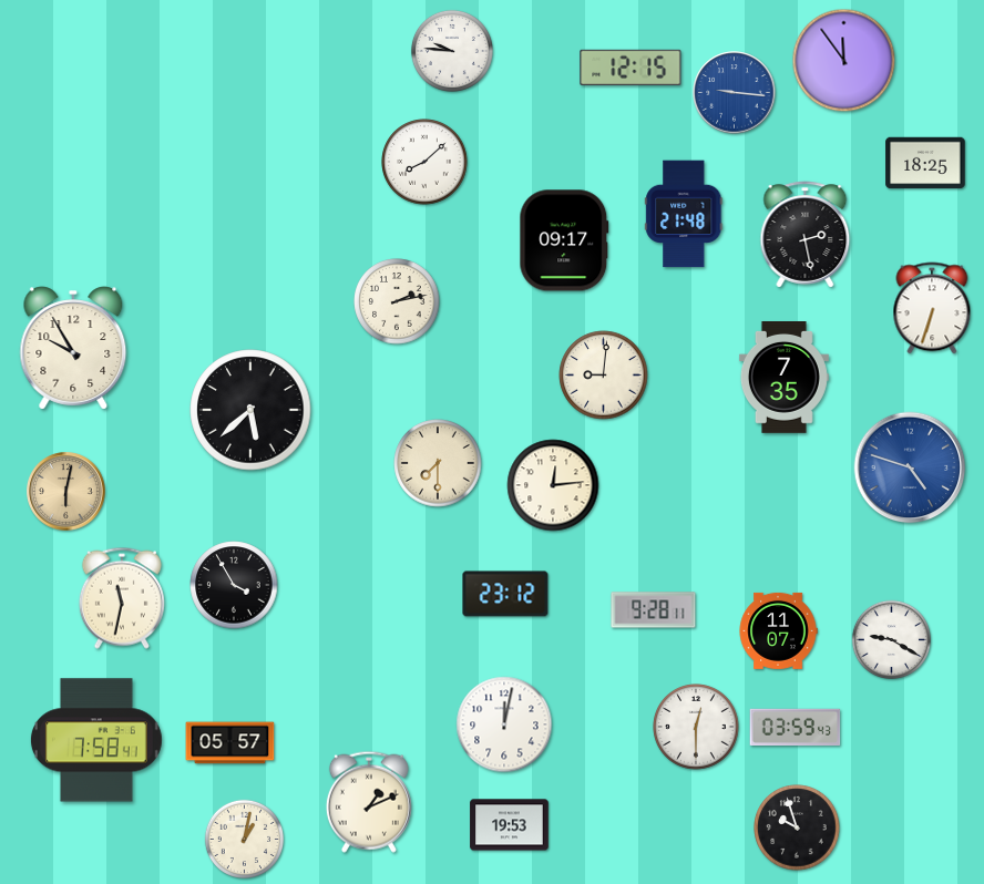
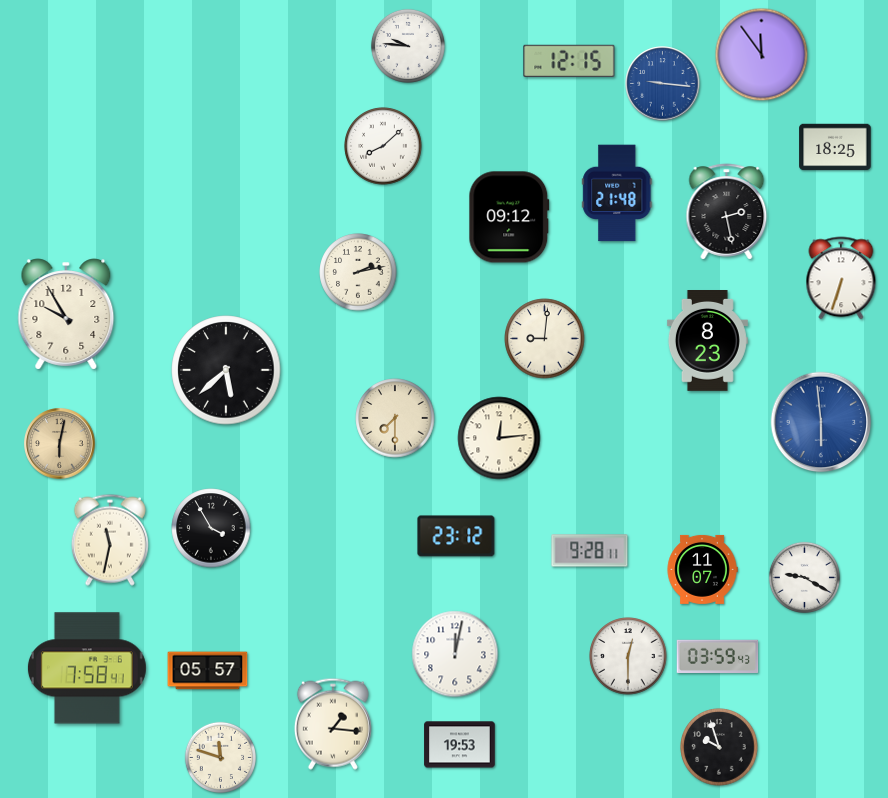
clock at (564, 240): 09:17 -> 09:12
clock at (783, 378): 7:35 -> 8:23
clock at (910, 467): 4:48 -> 5:59
clock at (369, 802): 1:11 -> 1:16
clock at (244, 839): 1:02 -> 11:48
